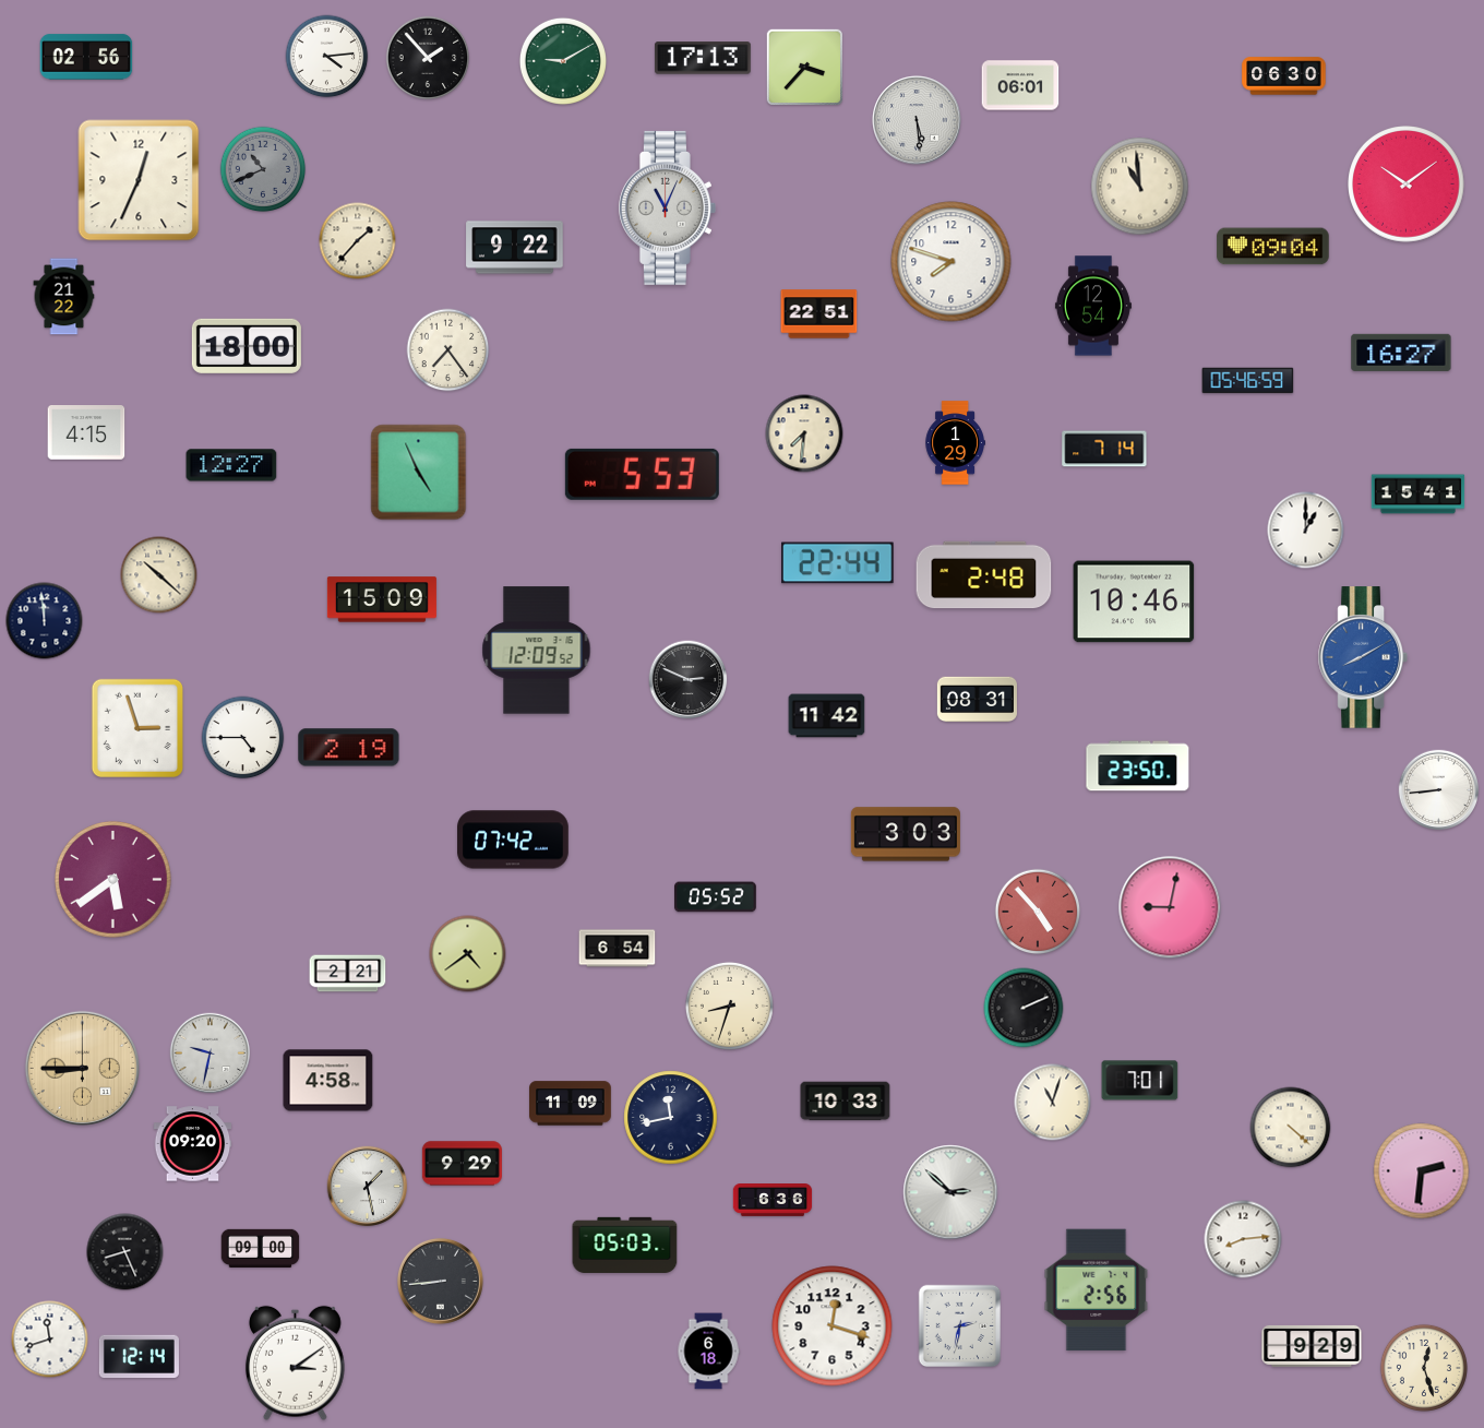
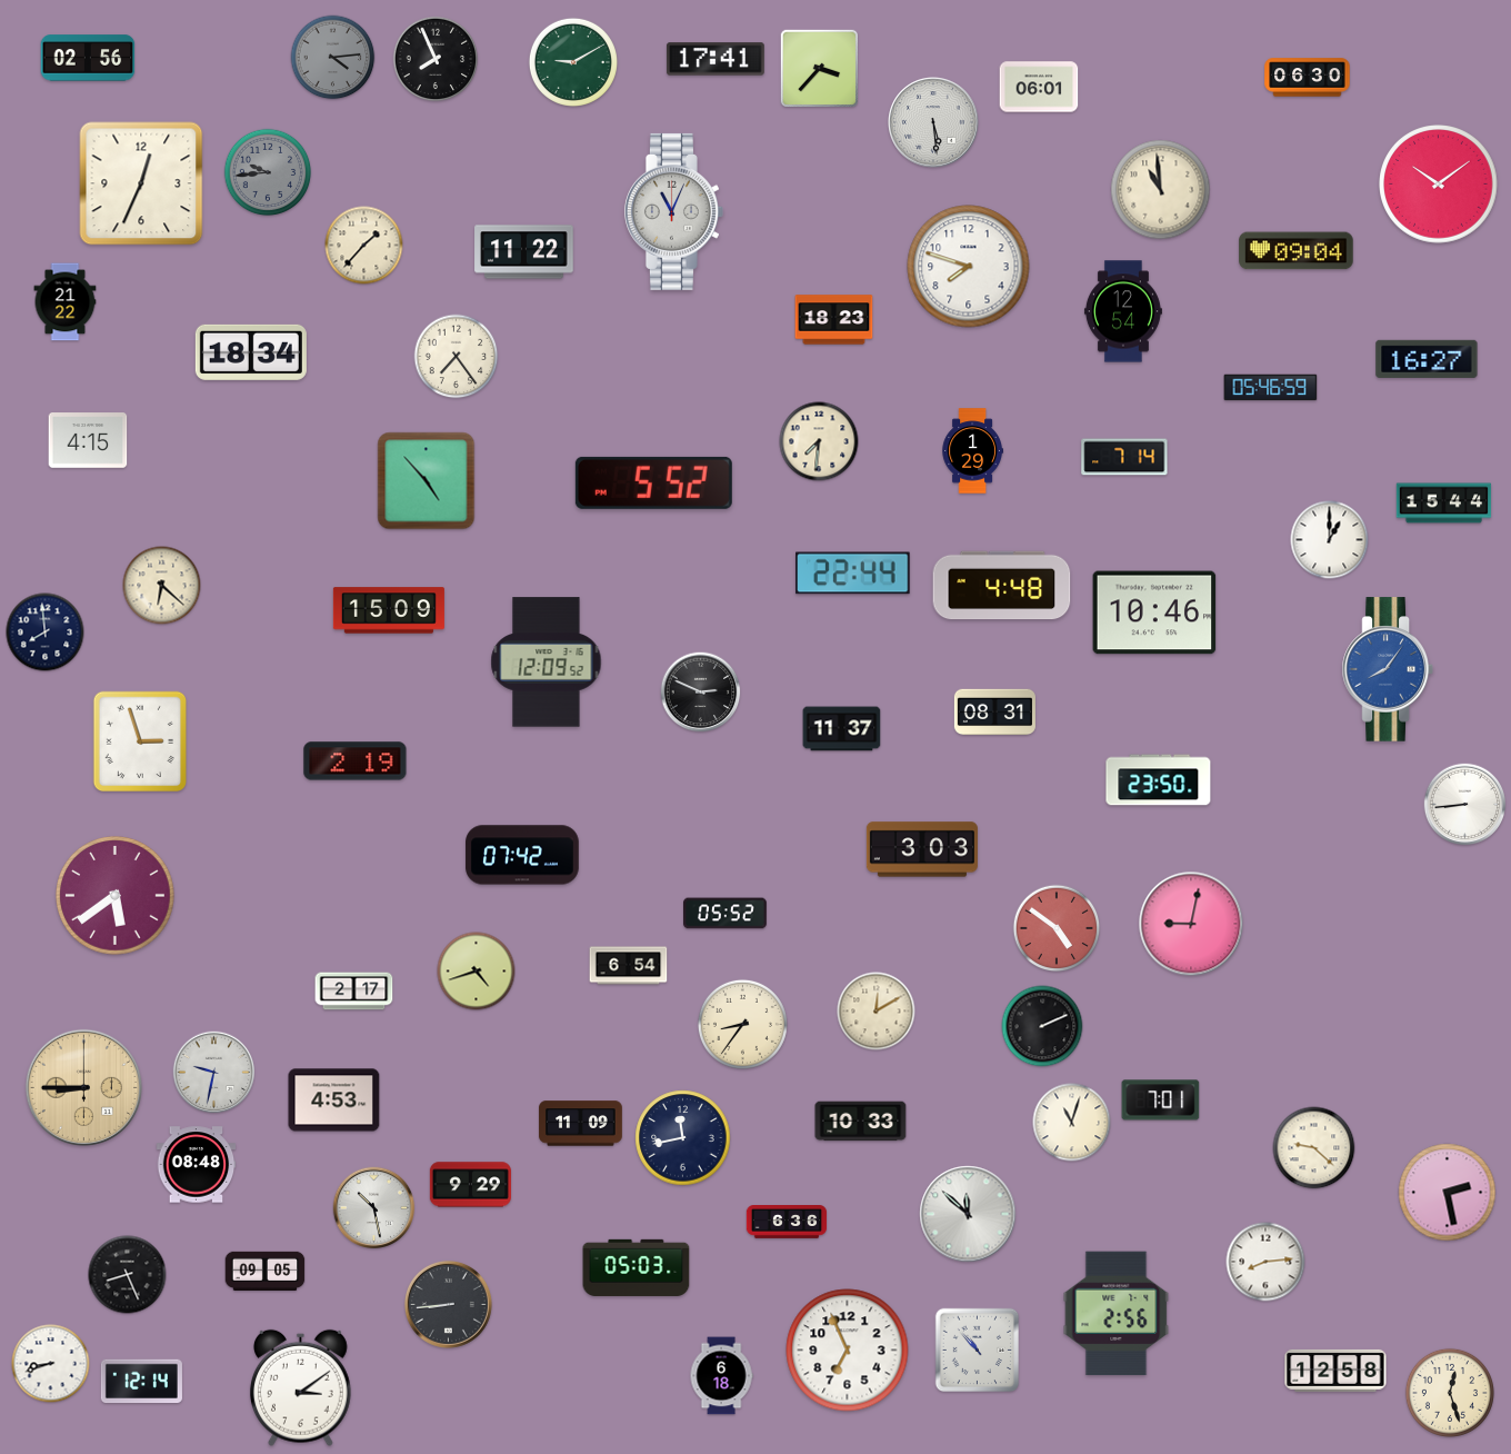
clock at (327, 57) dial: white -> grey
clock at (428, 58): 1:53 -> 7:56
clock at (703, 58): 17:13 -> 17:41
clock at (263, 169): 10:41 -> 9:44
clock at (1407, 185) position: (1407, 185) -> (1439, 185)
clock at (667, 207) position: (667, 207) -> (673, 211)
clock at (515, 248): 9:22 -> 11:22
clock at (1093, 306) position: (1093, 306) -> (1123, 311)
clock at (819, 314): 22:51 -> 18:23
clock at (247, 346): 18:00 -> 18:34
clock at (231, 465): 12:27 -> none
clock at (419, 473): 4:56 -> 4:53
clock at (642, 474): 5:53 -> 5:52
clock at (1419, 495): 15:41 -> 15:44
clock at (159, 575): 10:22 -> 6:22
clock at (984, 575): 2:48 -> 4:48
clock at (45, 621): 11:59 -> 7:59
clock at (1363, 657): 8:10 -> 8:06
clock at (827, 716): 11:42 -> 11:37
clock at (243, 738): 4:45 -> none
clock at (716, 897) position: (716, 897) -> (726, 914)
clock at (1038, 912): 4:53 -> 4:51
clock at (468, 954): 4:39 -> 4:42
clock at (348, 974): 2:21 -> 2:17
clock at (877, 1012): none -> 12:10
clock at (729, 1005): 8:33 -> 8:36
clock at (328, 1081): 4:58 -> 4:53
clock at (1291, 1128): 4:22 -> 9:22
clock at (193, 1144): 09:20 -> 08:48
clock at (1422, 1171): 2:31 -> 2:28
clock at (368, 1187): 1:28 -> 10:28
clock at (950, 1192): 2:52 -> 11:52
clock at (261, 1248): 09:00 -> 09:05
clock at (833, 1326): 12:18 -> 6:56
clock at (960, 1326): 2:32 -> 10:53
clock at (50, 1340): 11:42 -> 8:42
clock at (1312, 1346): 9:29 -> 12:58
